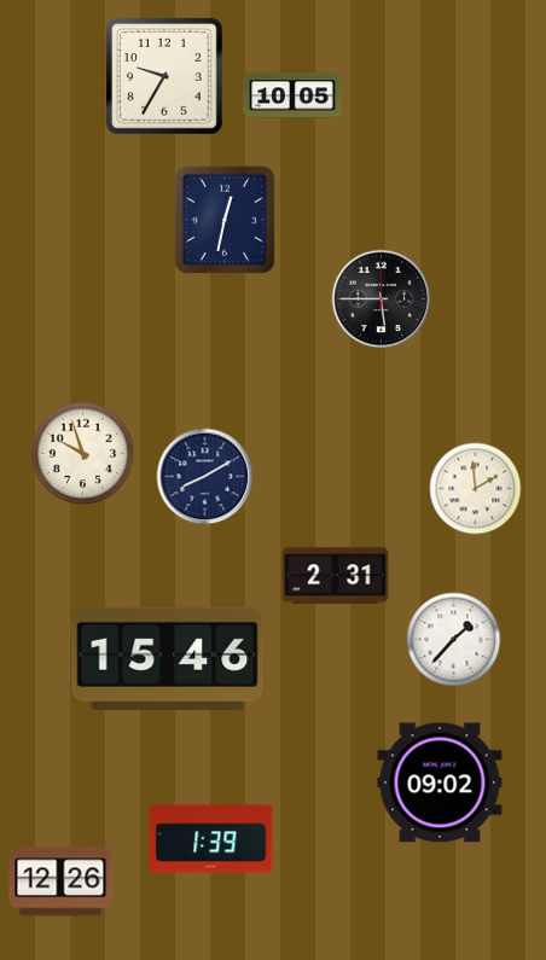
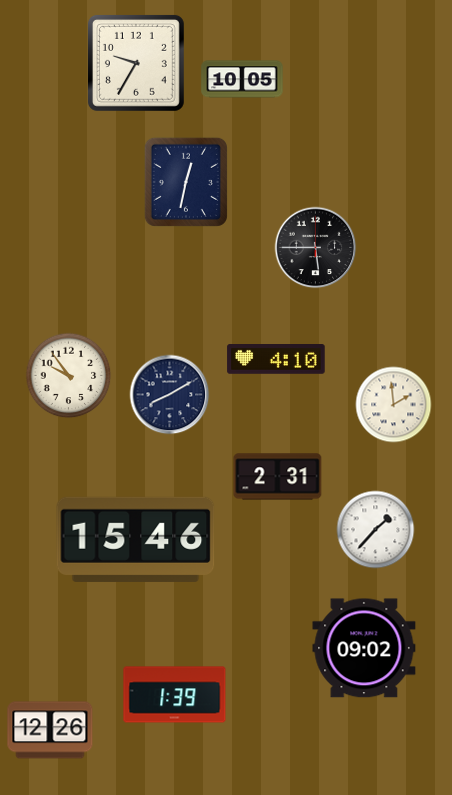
clock at (276, 360): none -> 4:10
clock at (83, 454): 9:57 -> 9:54
clock at (168, 658) position: (168, 658) -> (136, 539)
